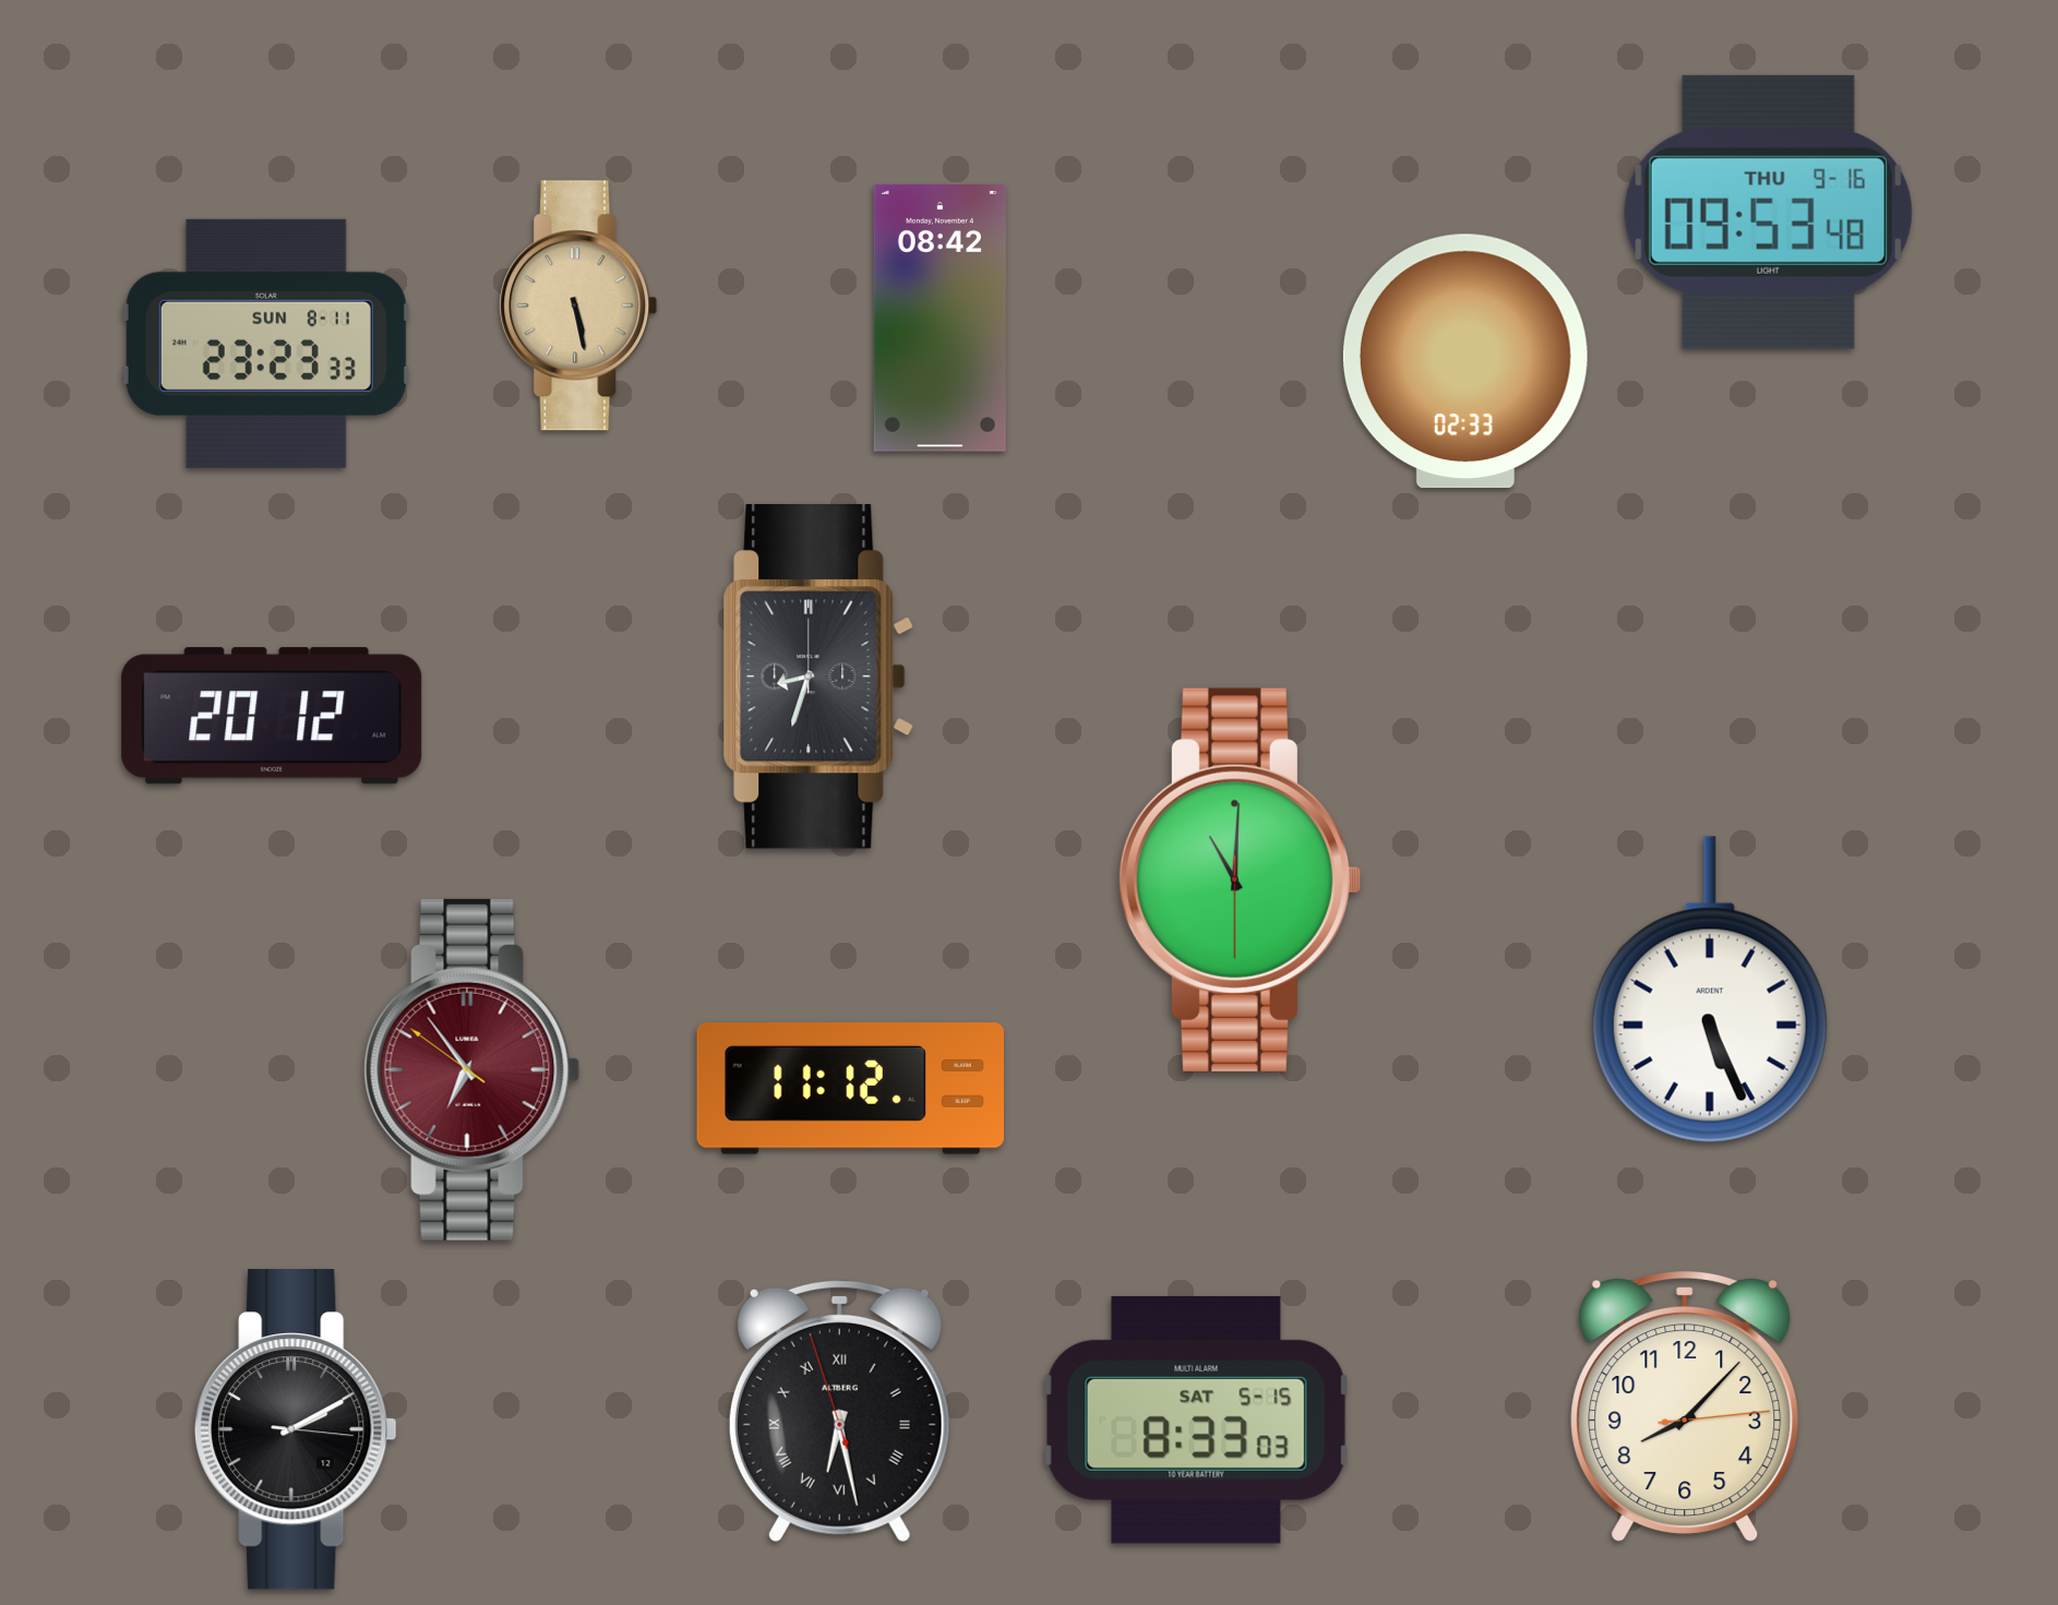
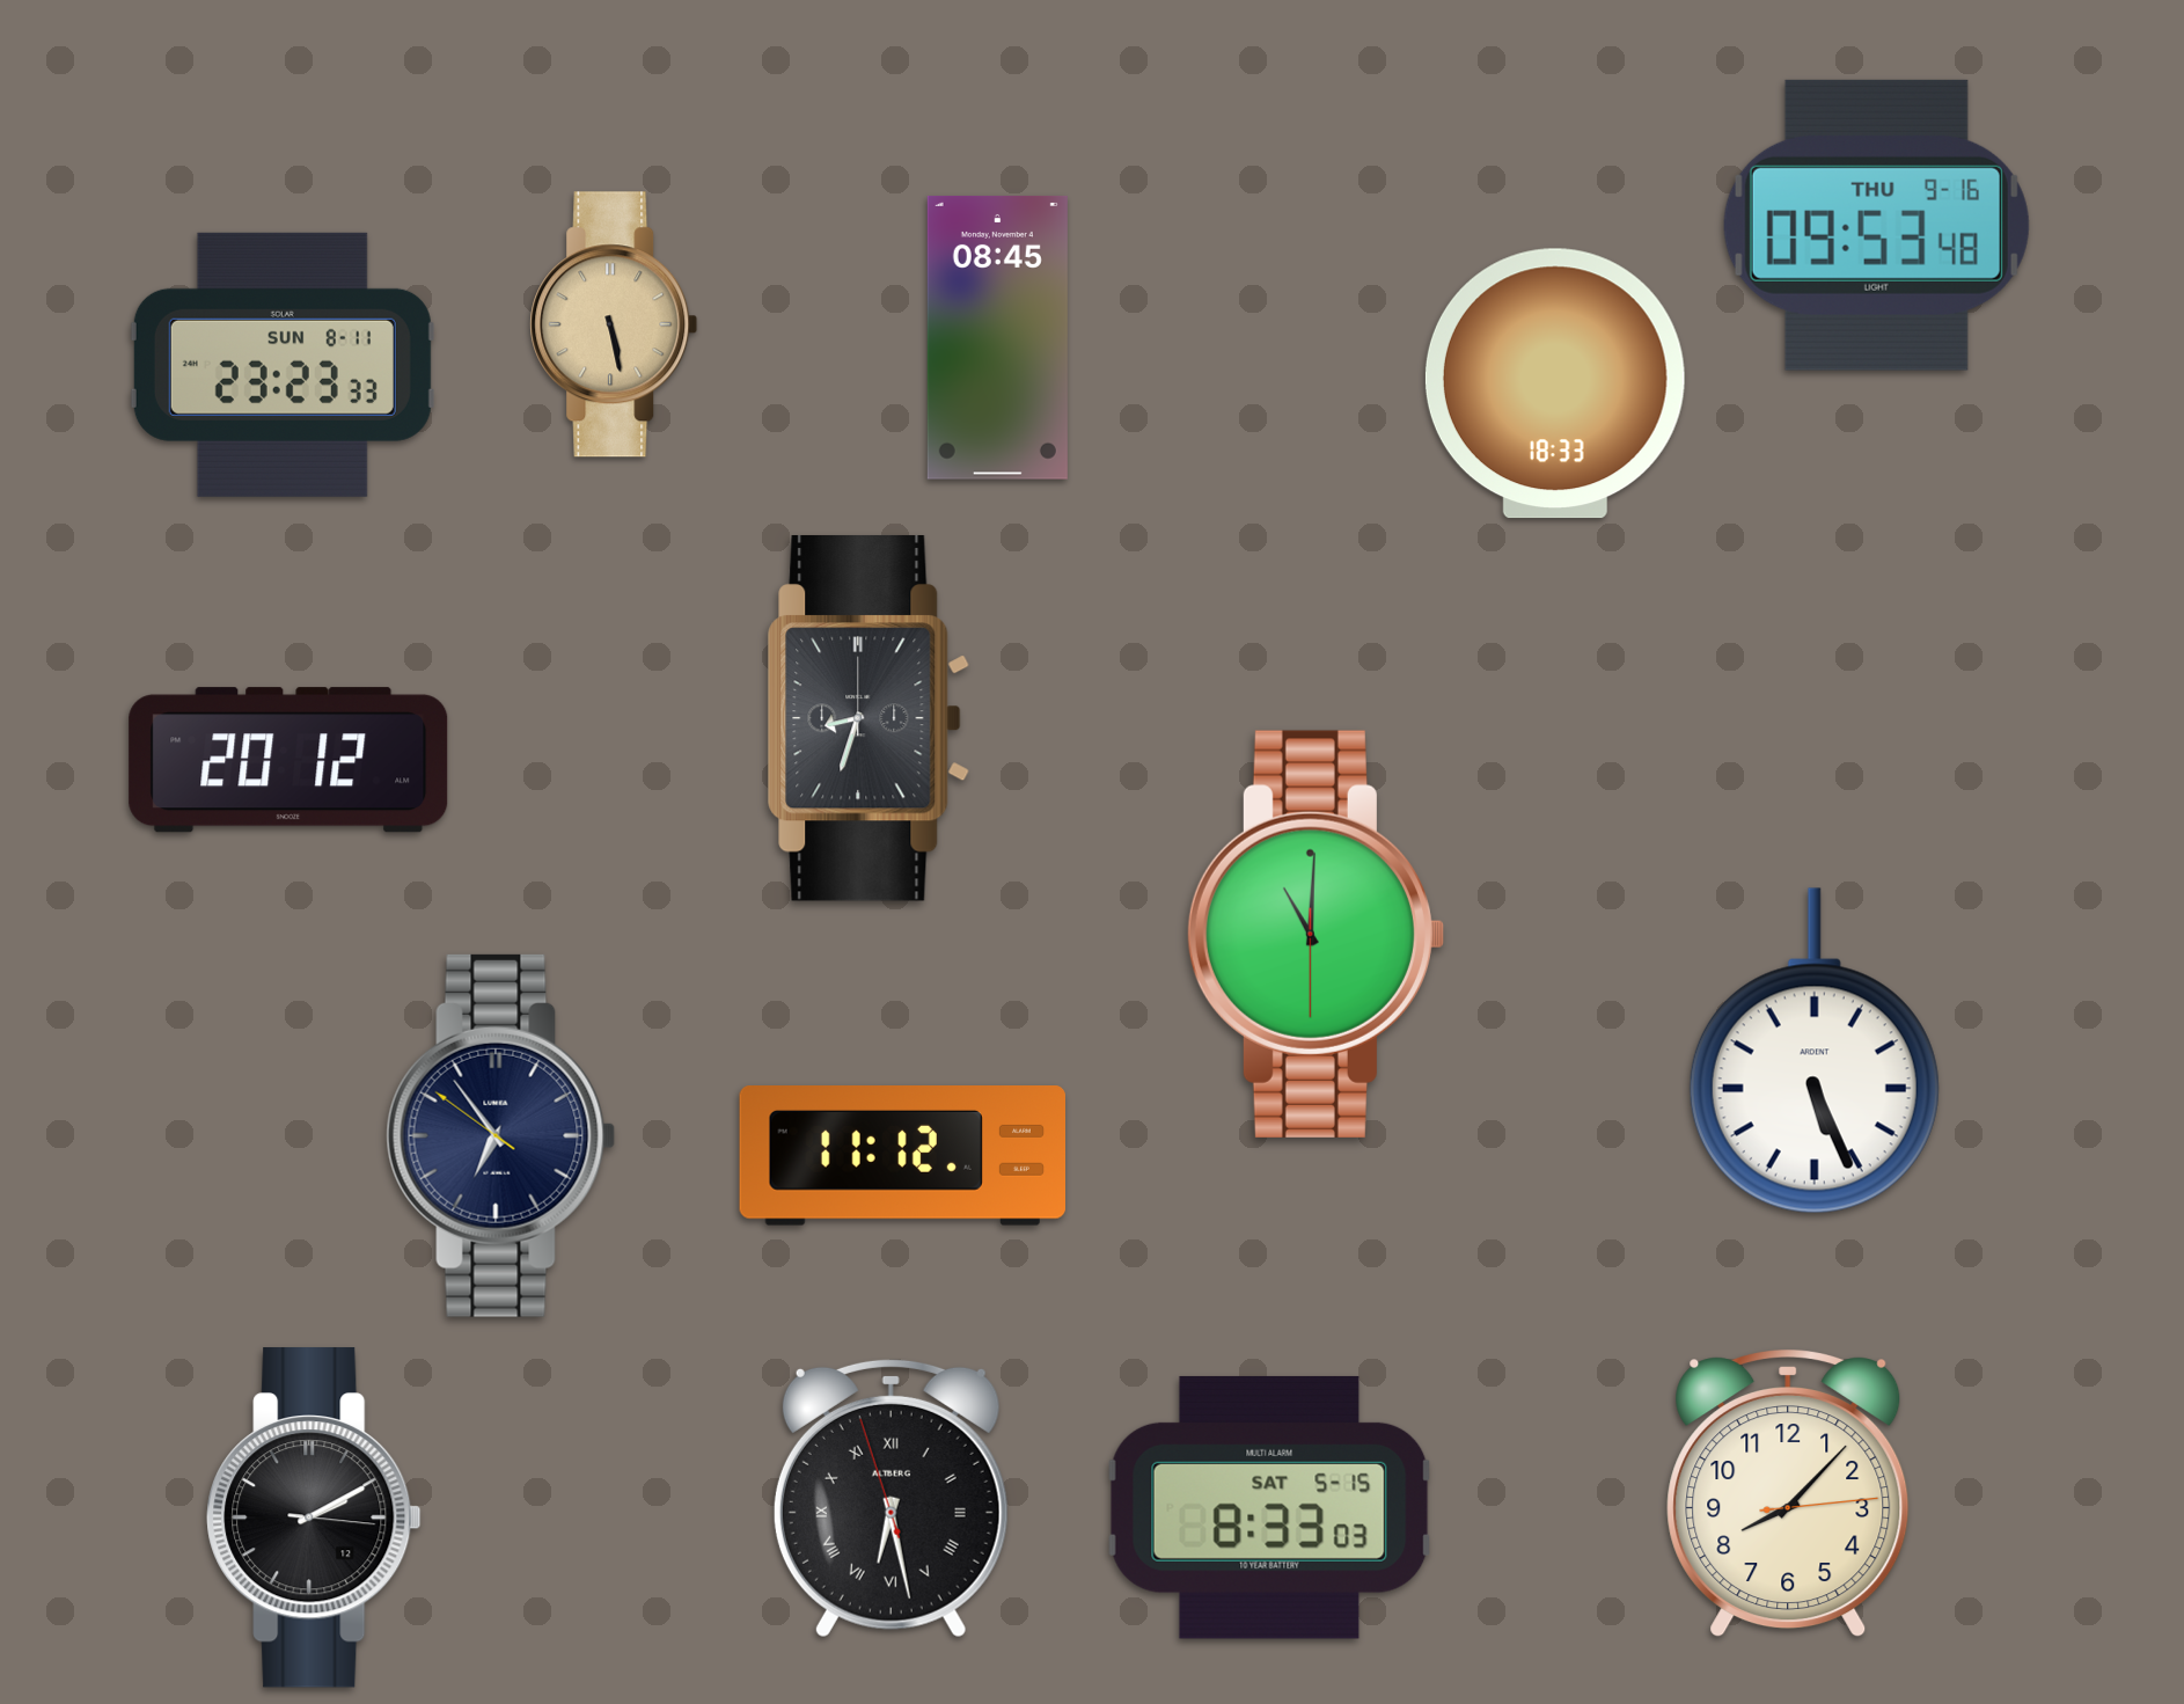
clock at (940, 318): 08:42 -> 08:45
clock at (1465, 361): 02:33 -> 18:33
clock at (472, 1069) dial: burgundy -> navy
